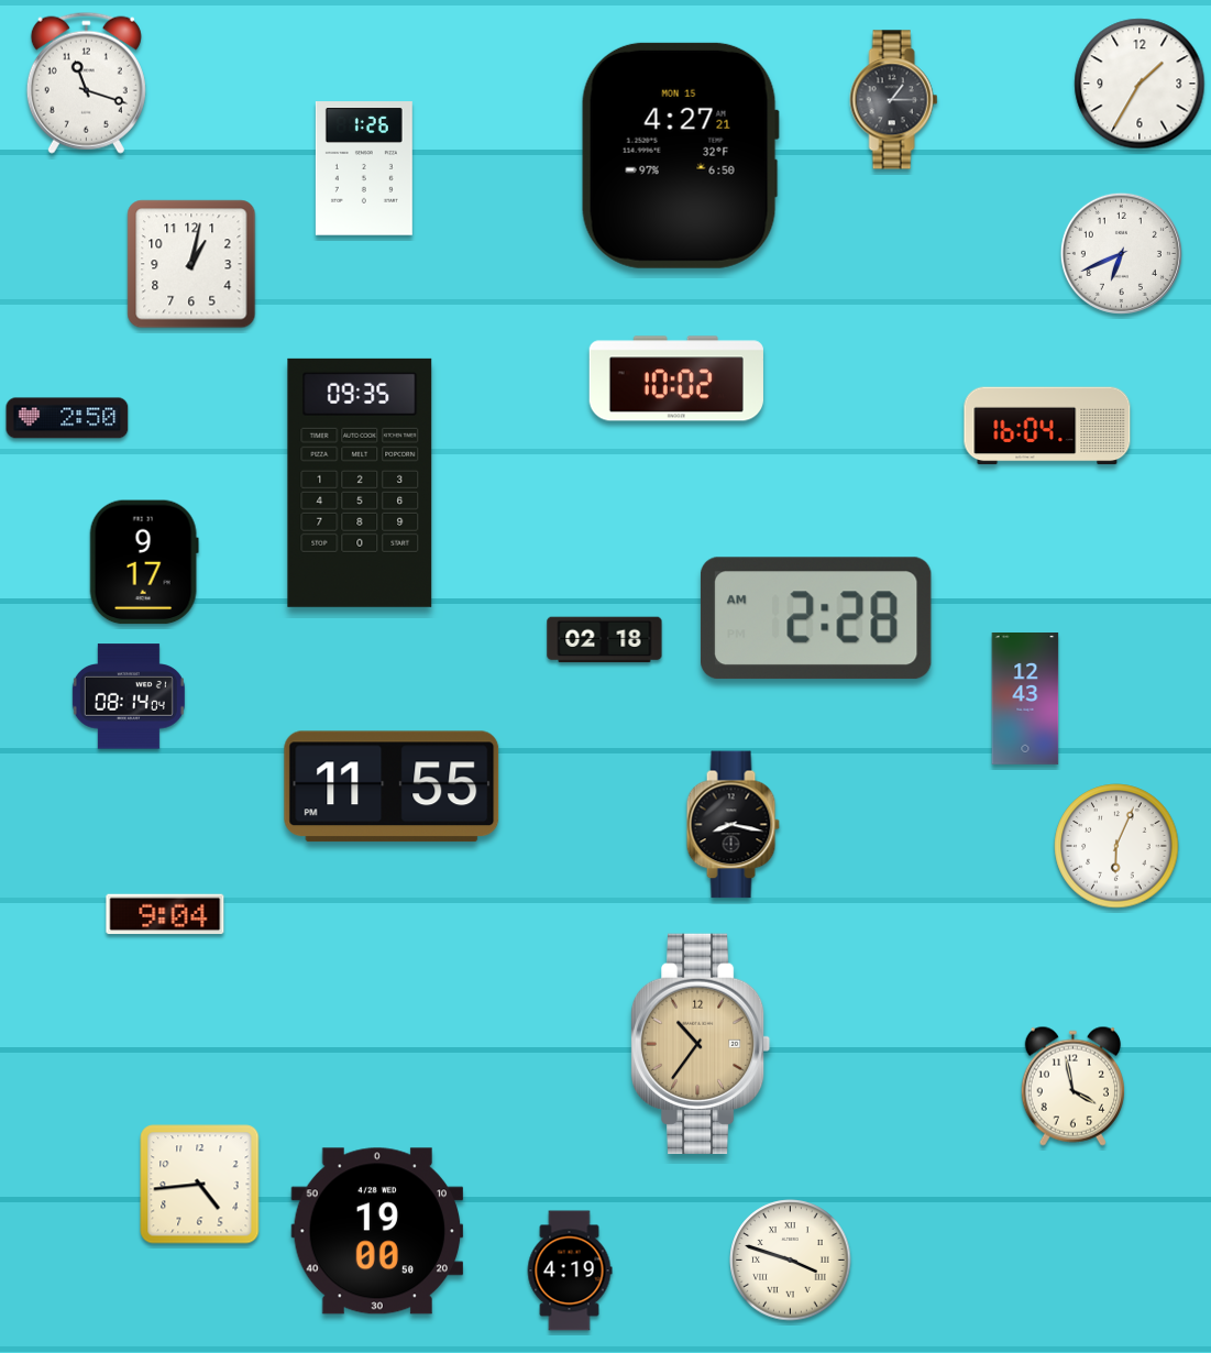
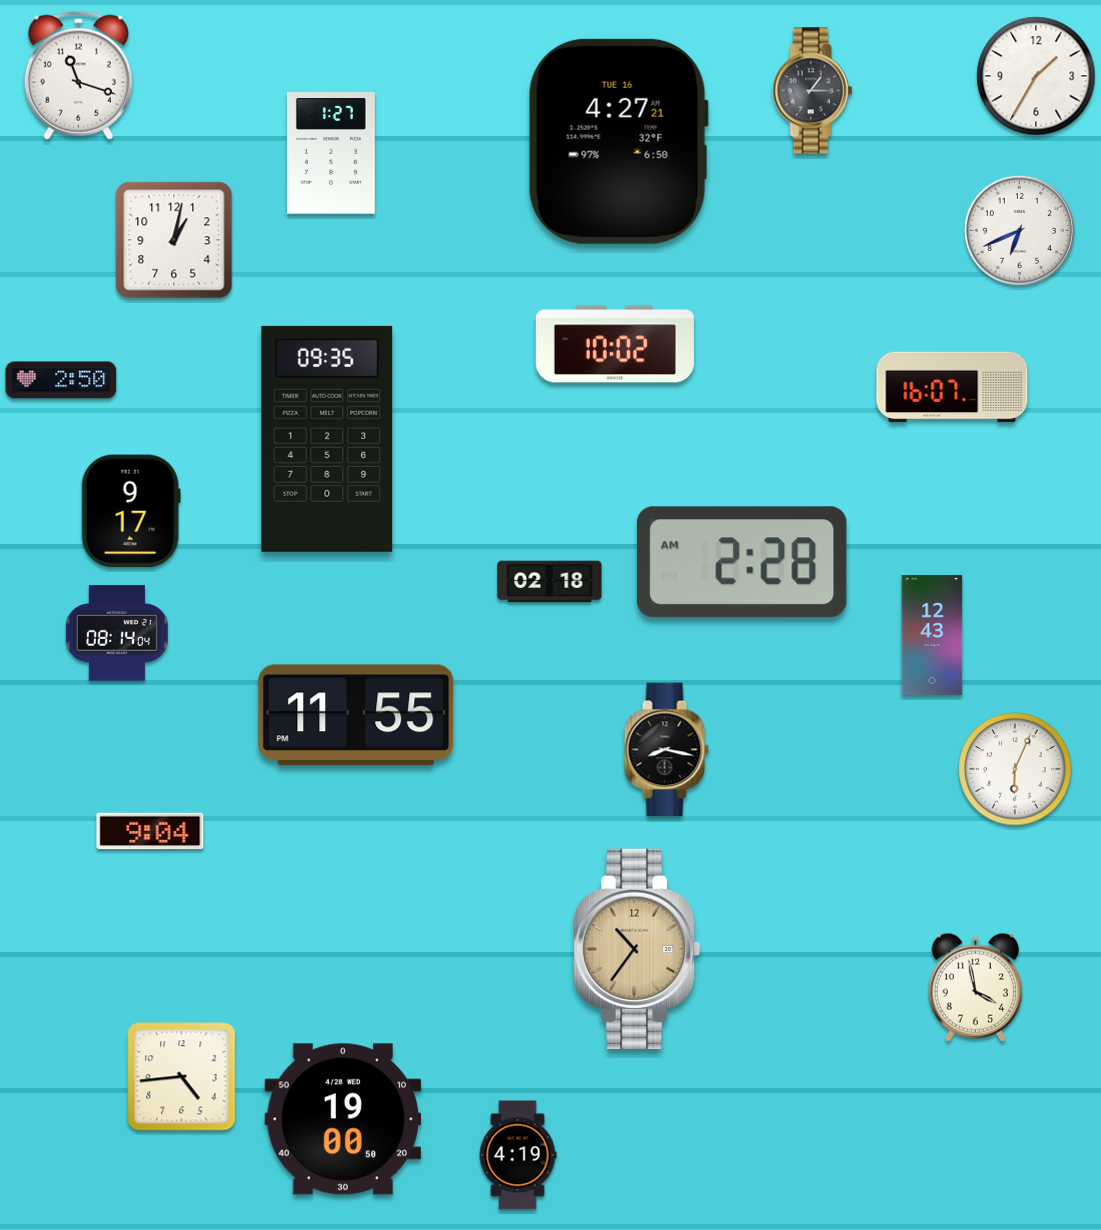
clock at (680, 155) date: MON 15 -> TUE 16
clock at (364, 168): 1:26 -> 1:27
clock at (1047, 426): 16:04 -> 16:07
clock at (791, 1261): 3:48 -> none
